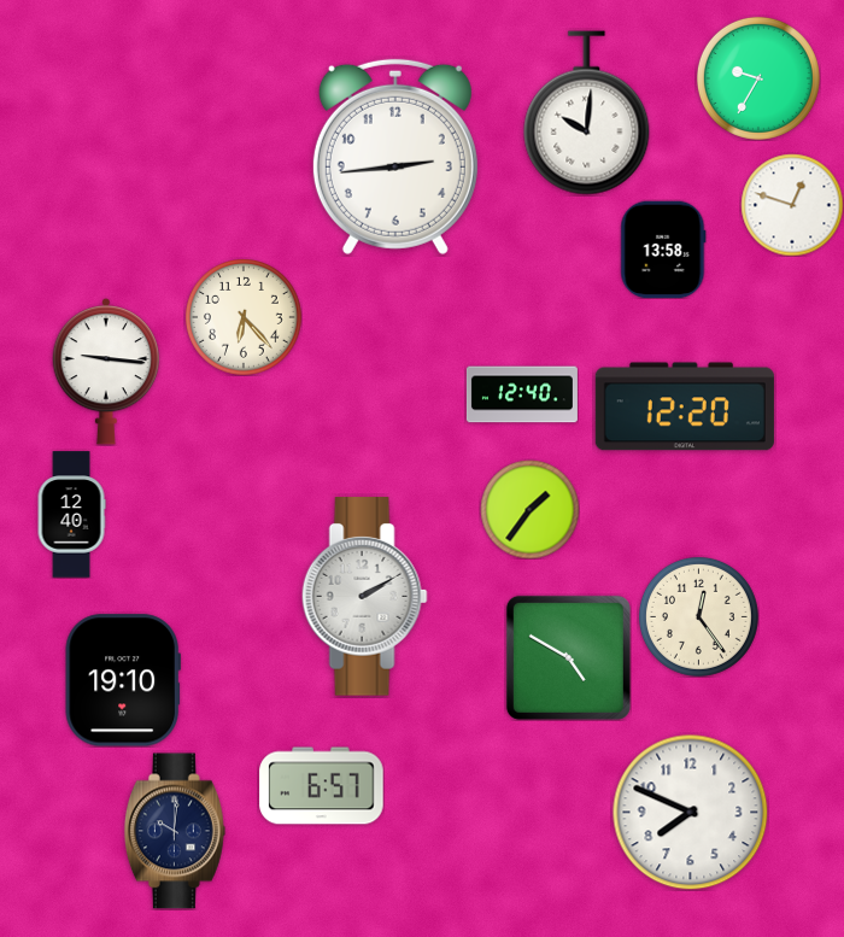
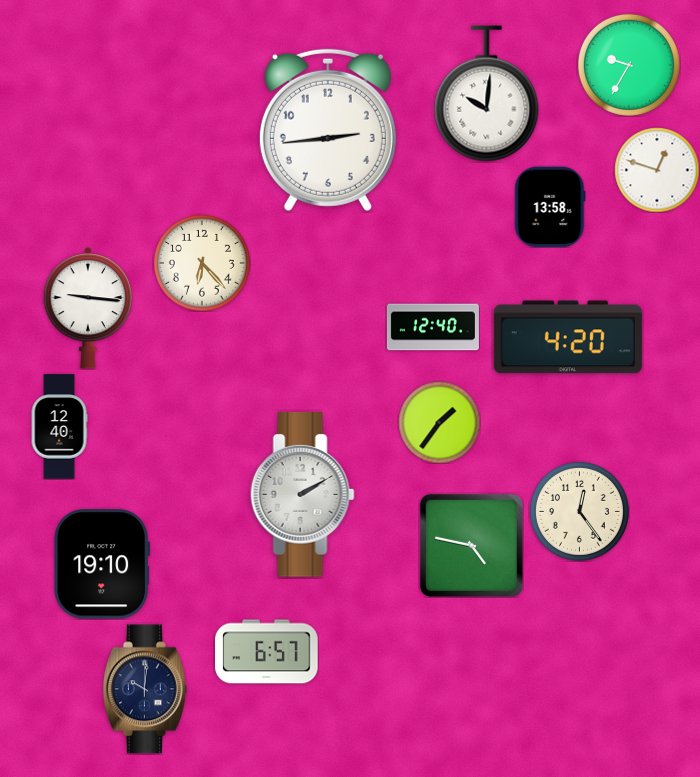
clock at (685, 406): 12:20 -> 4:20
clock at (568, 657): 4:50 -> 4:47
clock at (690, 812): 7:49 -> none
